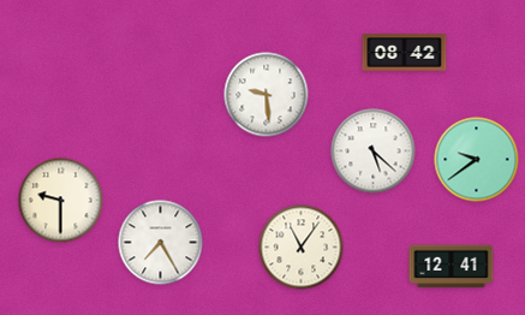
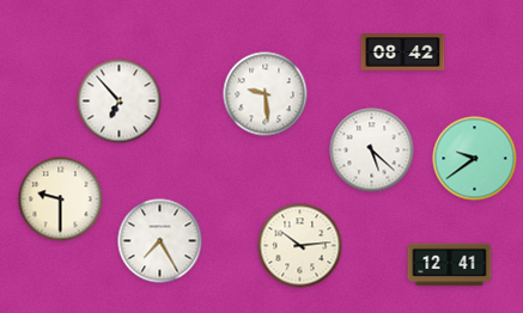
clock at (120, 102): none -> 6:53
clock at (302, 248): 11:06 -> 10:14
